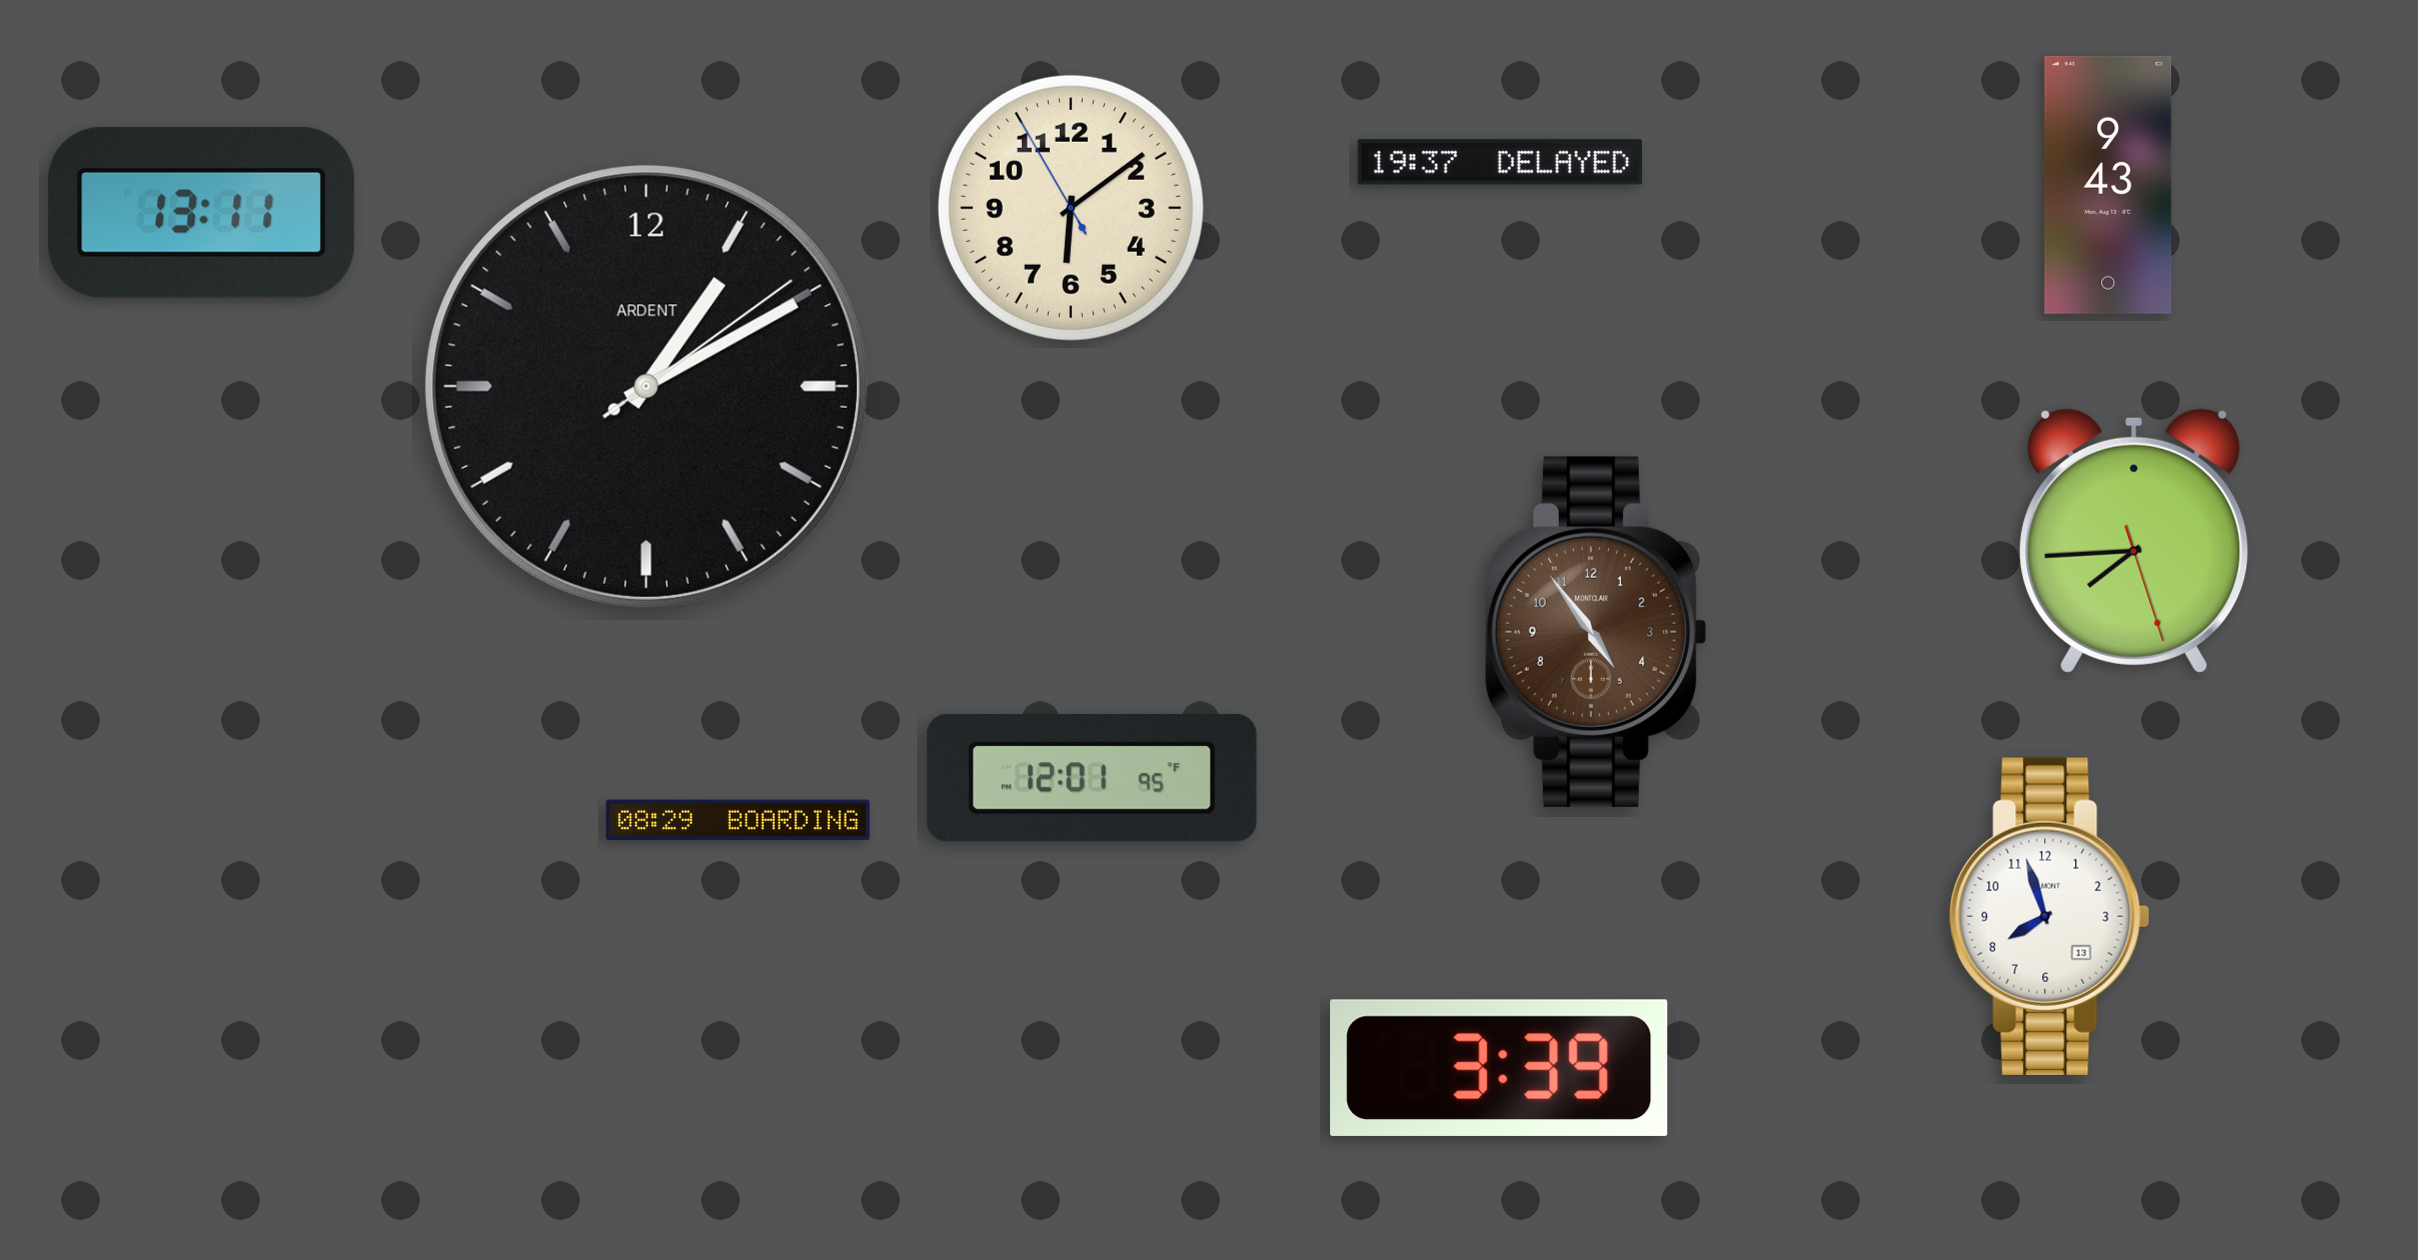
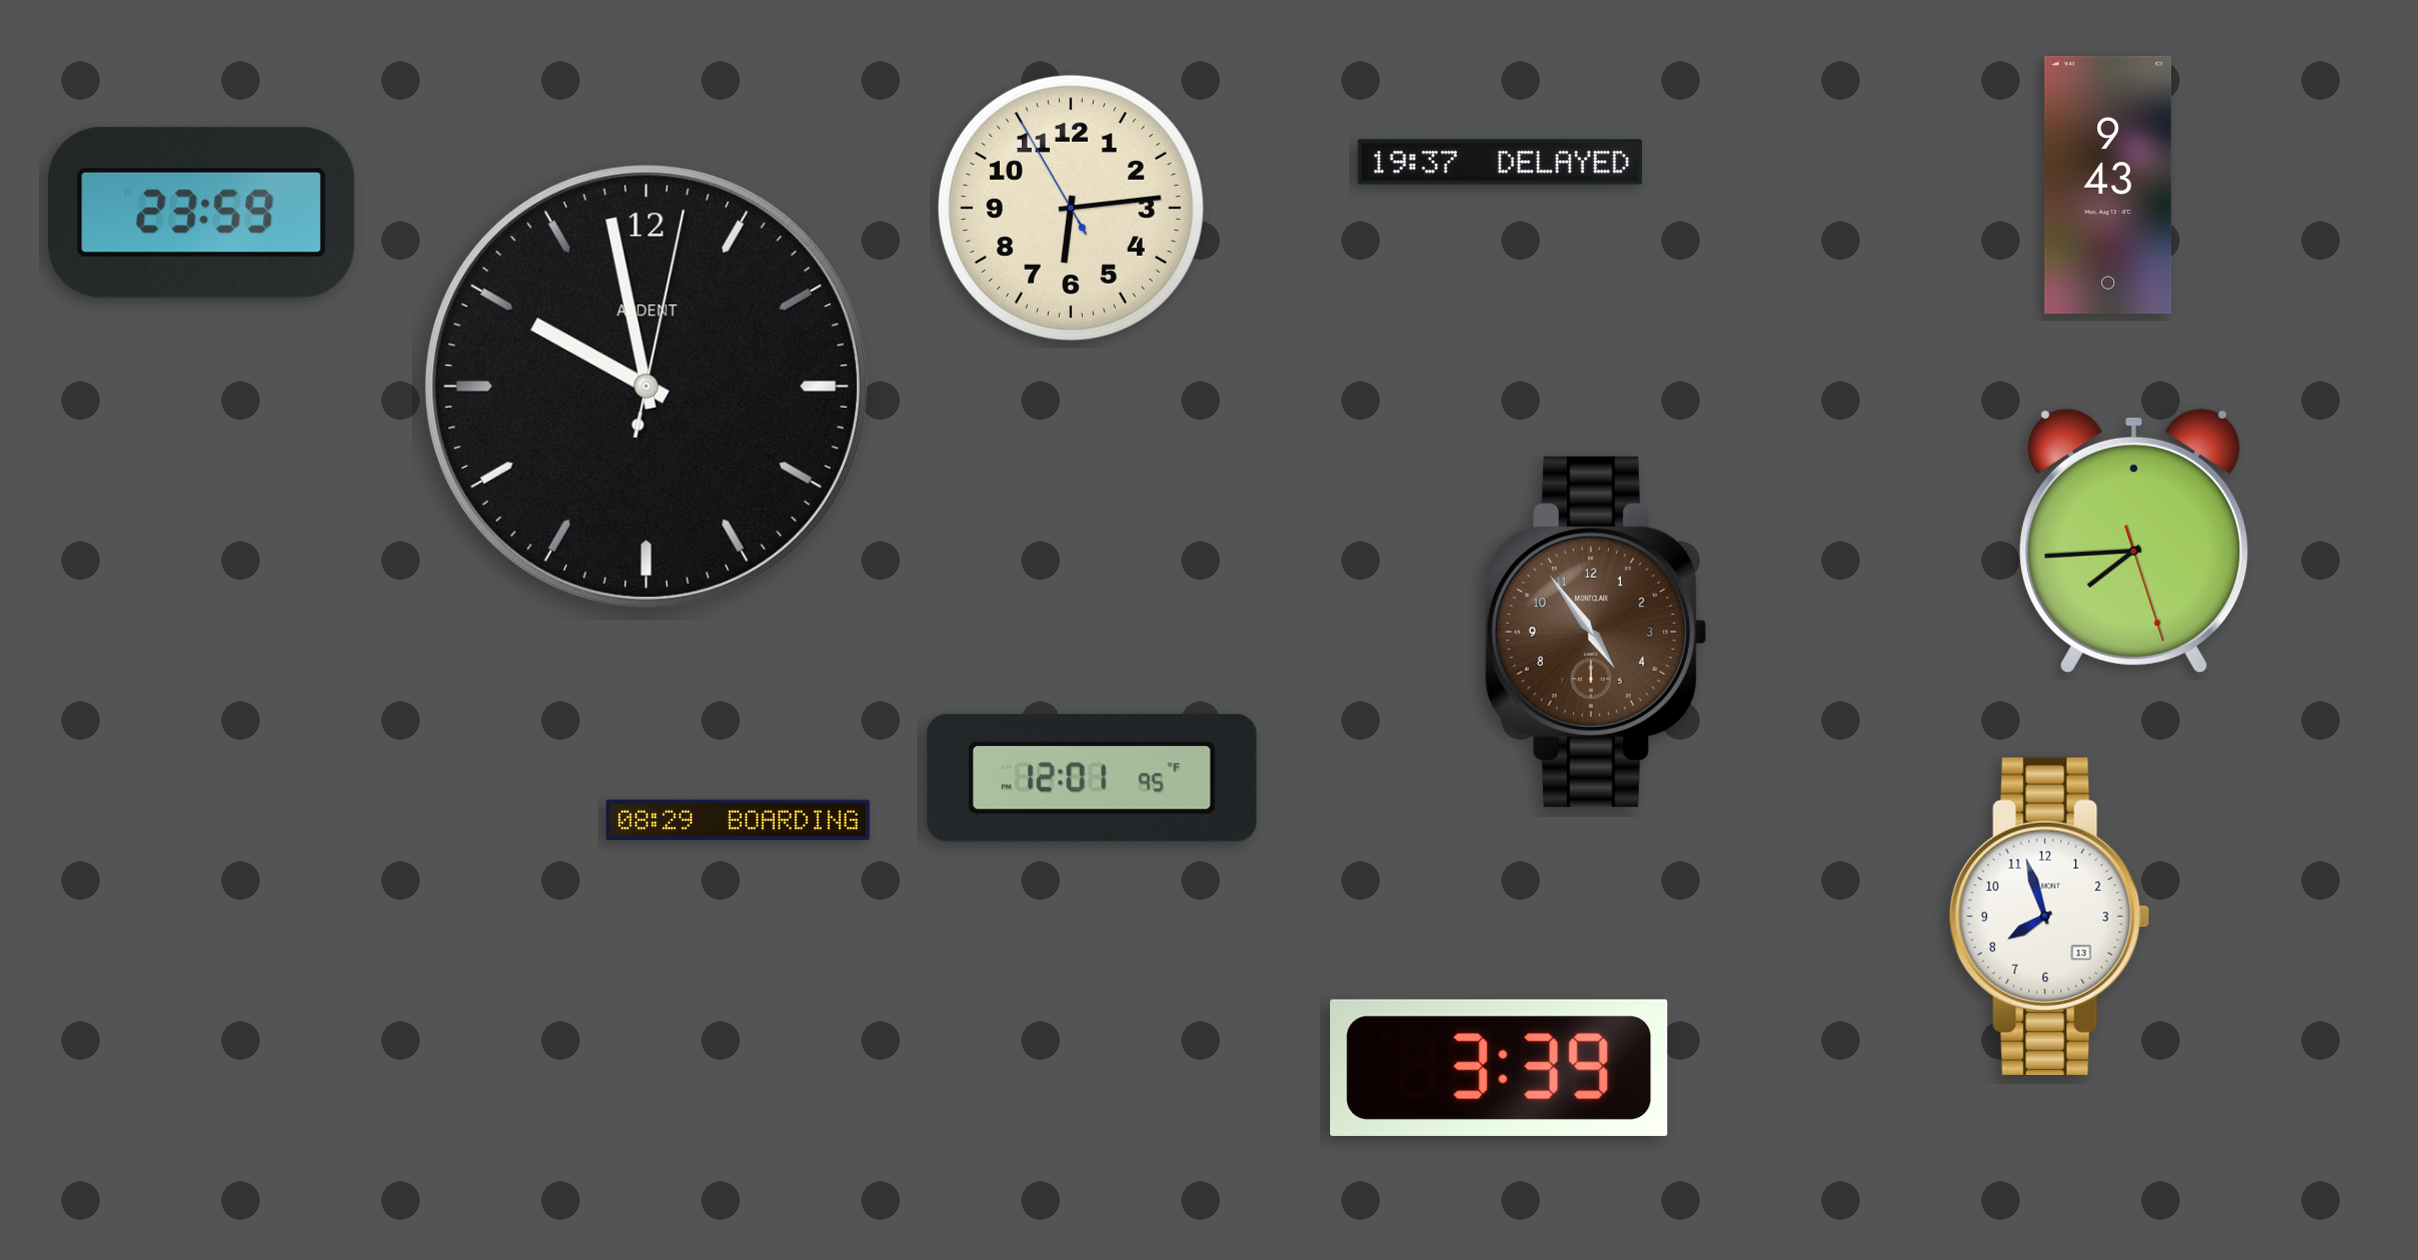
clock at (1071, 208): 6:08 -> 6:13
clock at (202, 212): 13:11 -> 23:59
clock at (646, 386): 1:10 -> 9:58
